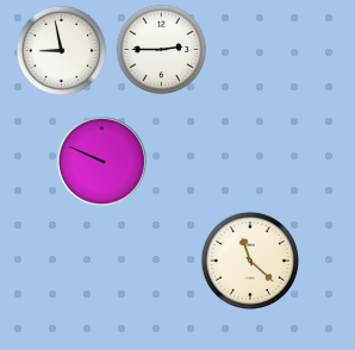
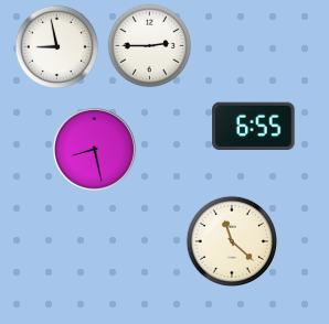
clock at (254, 126): none -> 6:55
clock at (101, 161): 9:49 -> 8:28
